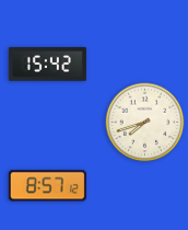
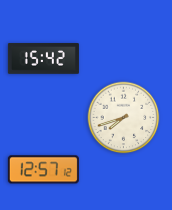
clock at (145, 123) position: (145, 123) -> (124, 118)
clock at (47, 186): 8:57 -> 12:57
